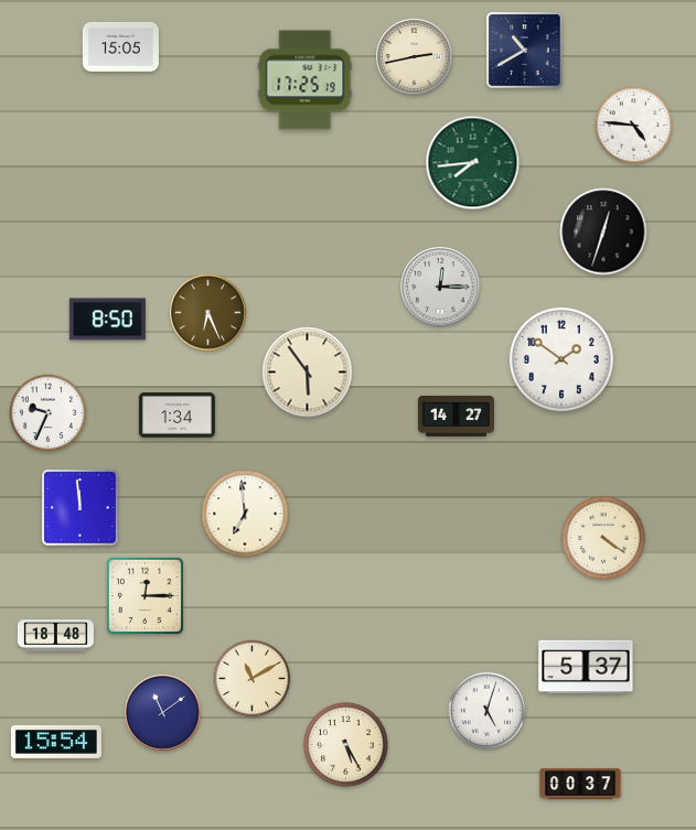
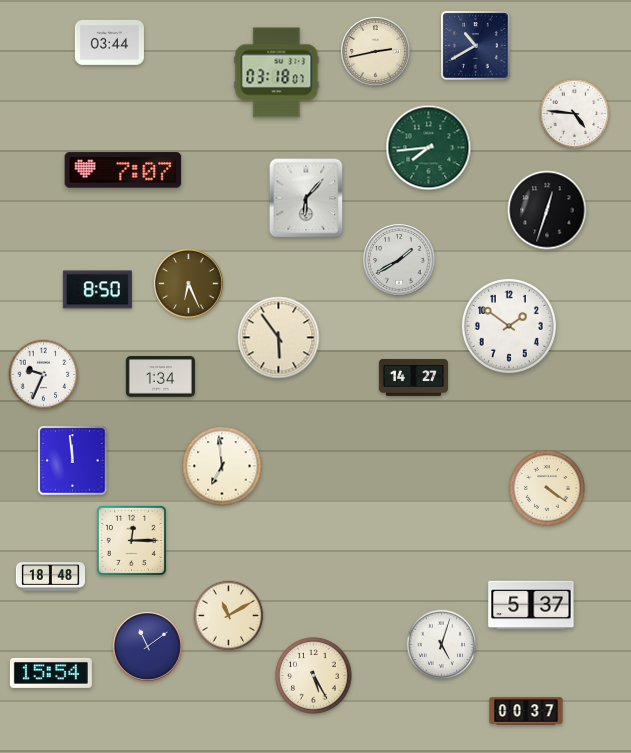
clock at (120, 47): 15:05 -> 03:44
clock at (306, 80): 17:25 -> 03:18
clock at (123, 170): none -> 7:07
clock at (306, 198): none -> 6:07
clock at (440, 287): 12:15 -> 1:40
